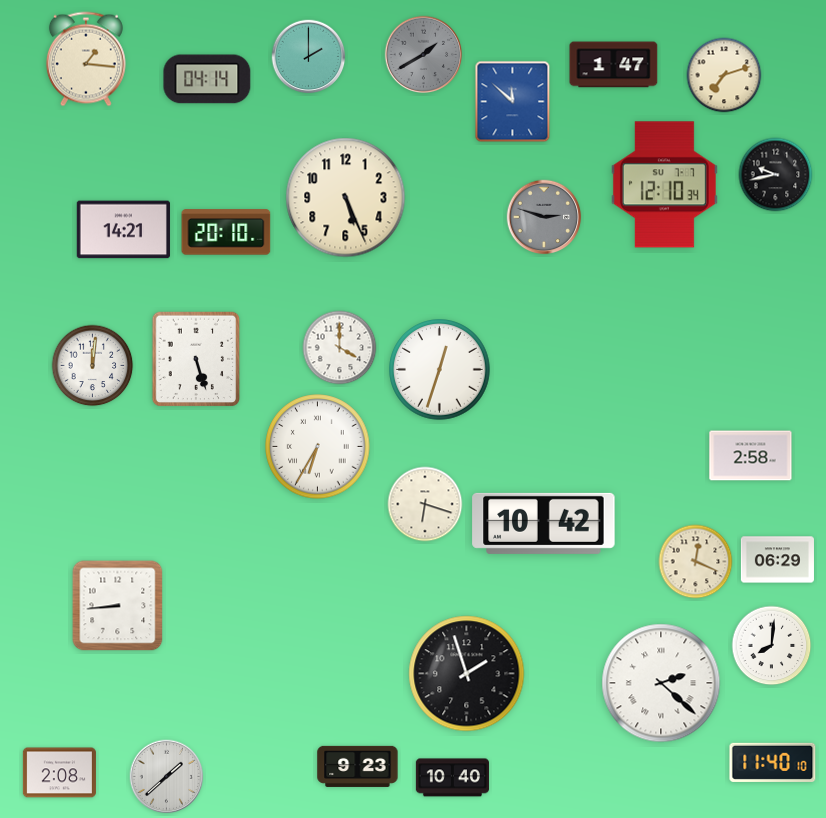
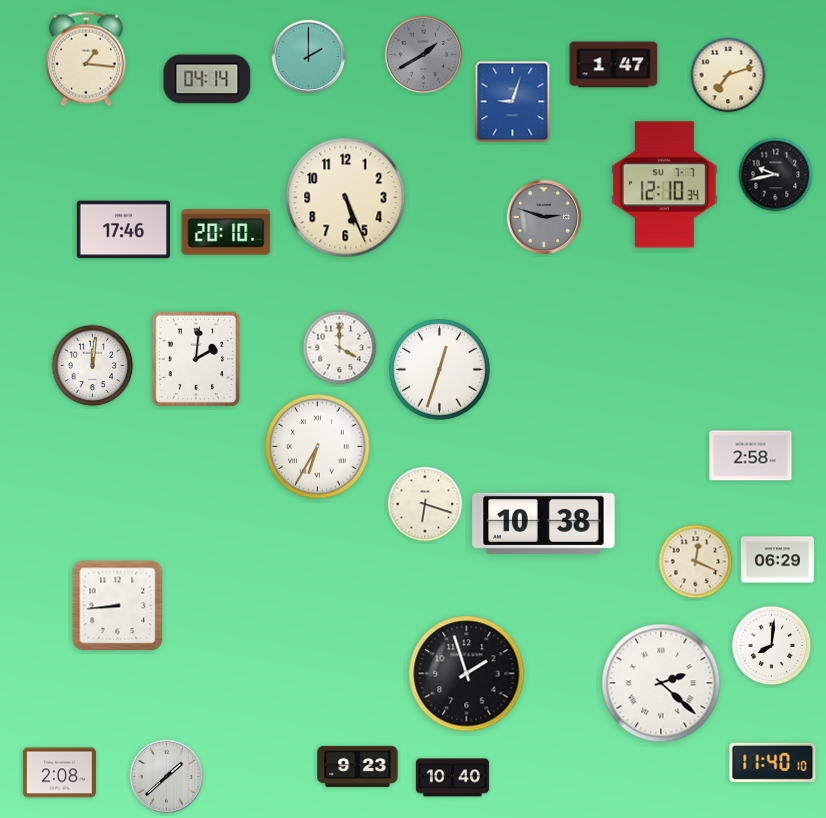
clock at (724, 75) position: (724, 75) -> (728, 75)
clock at (513, 102): 11:52 -> 9:03
clock at (123, 230): 14:21 -> 17:46
clock at (196, 359): 5:27 -> 2:01
clock at (544, 523): 10:42 -> 10:38
